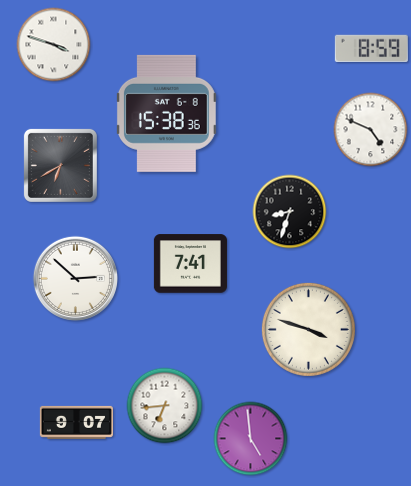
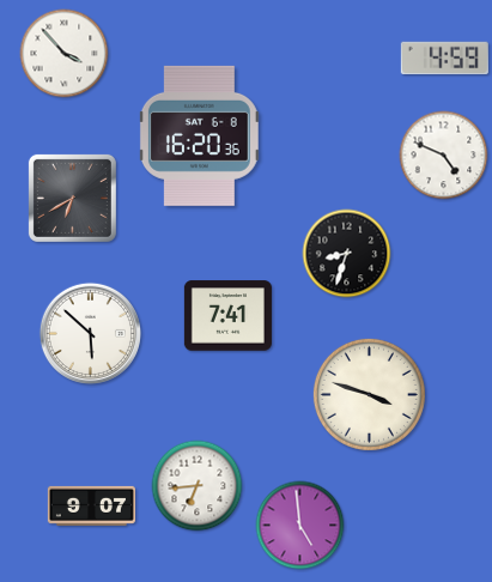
clock at (54, 45): 3:48 -> 3:53
clock at (371, 49): 8:59 -> 4:59
clock at (166, 113): 15:38 -> 16:20
clock at (75, 278): 2:52 -> 5:52
